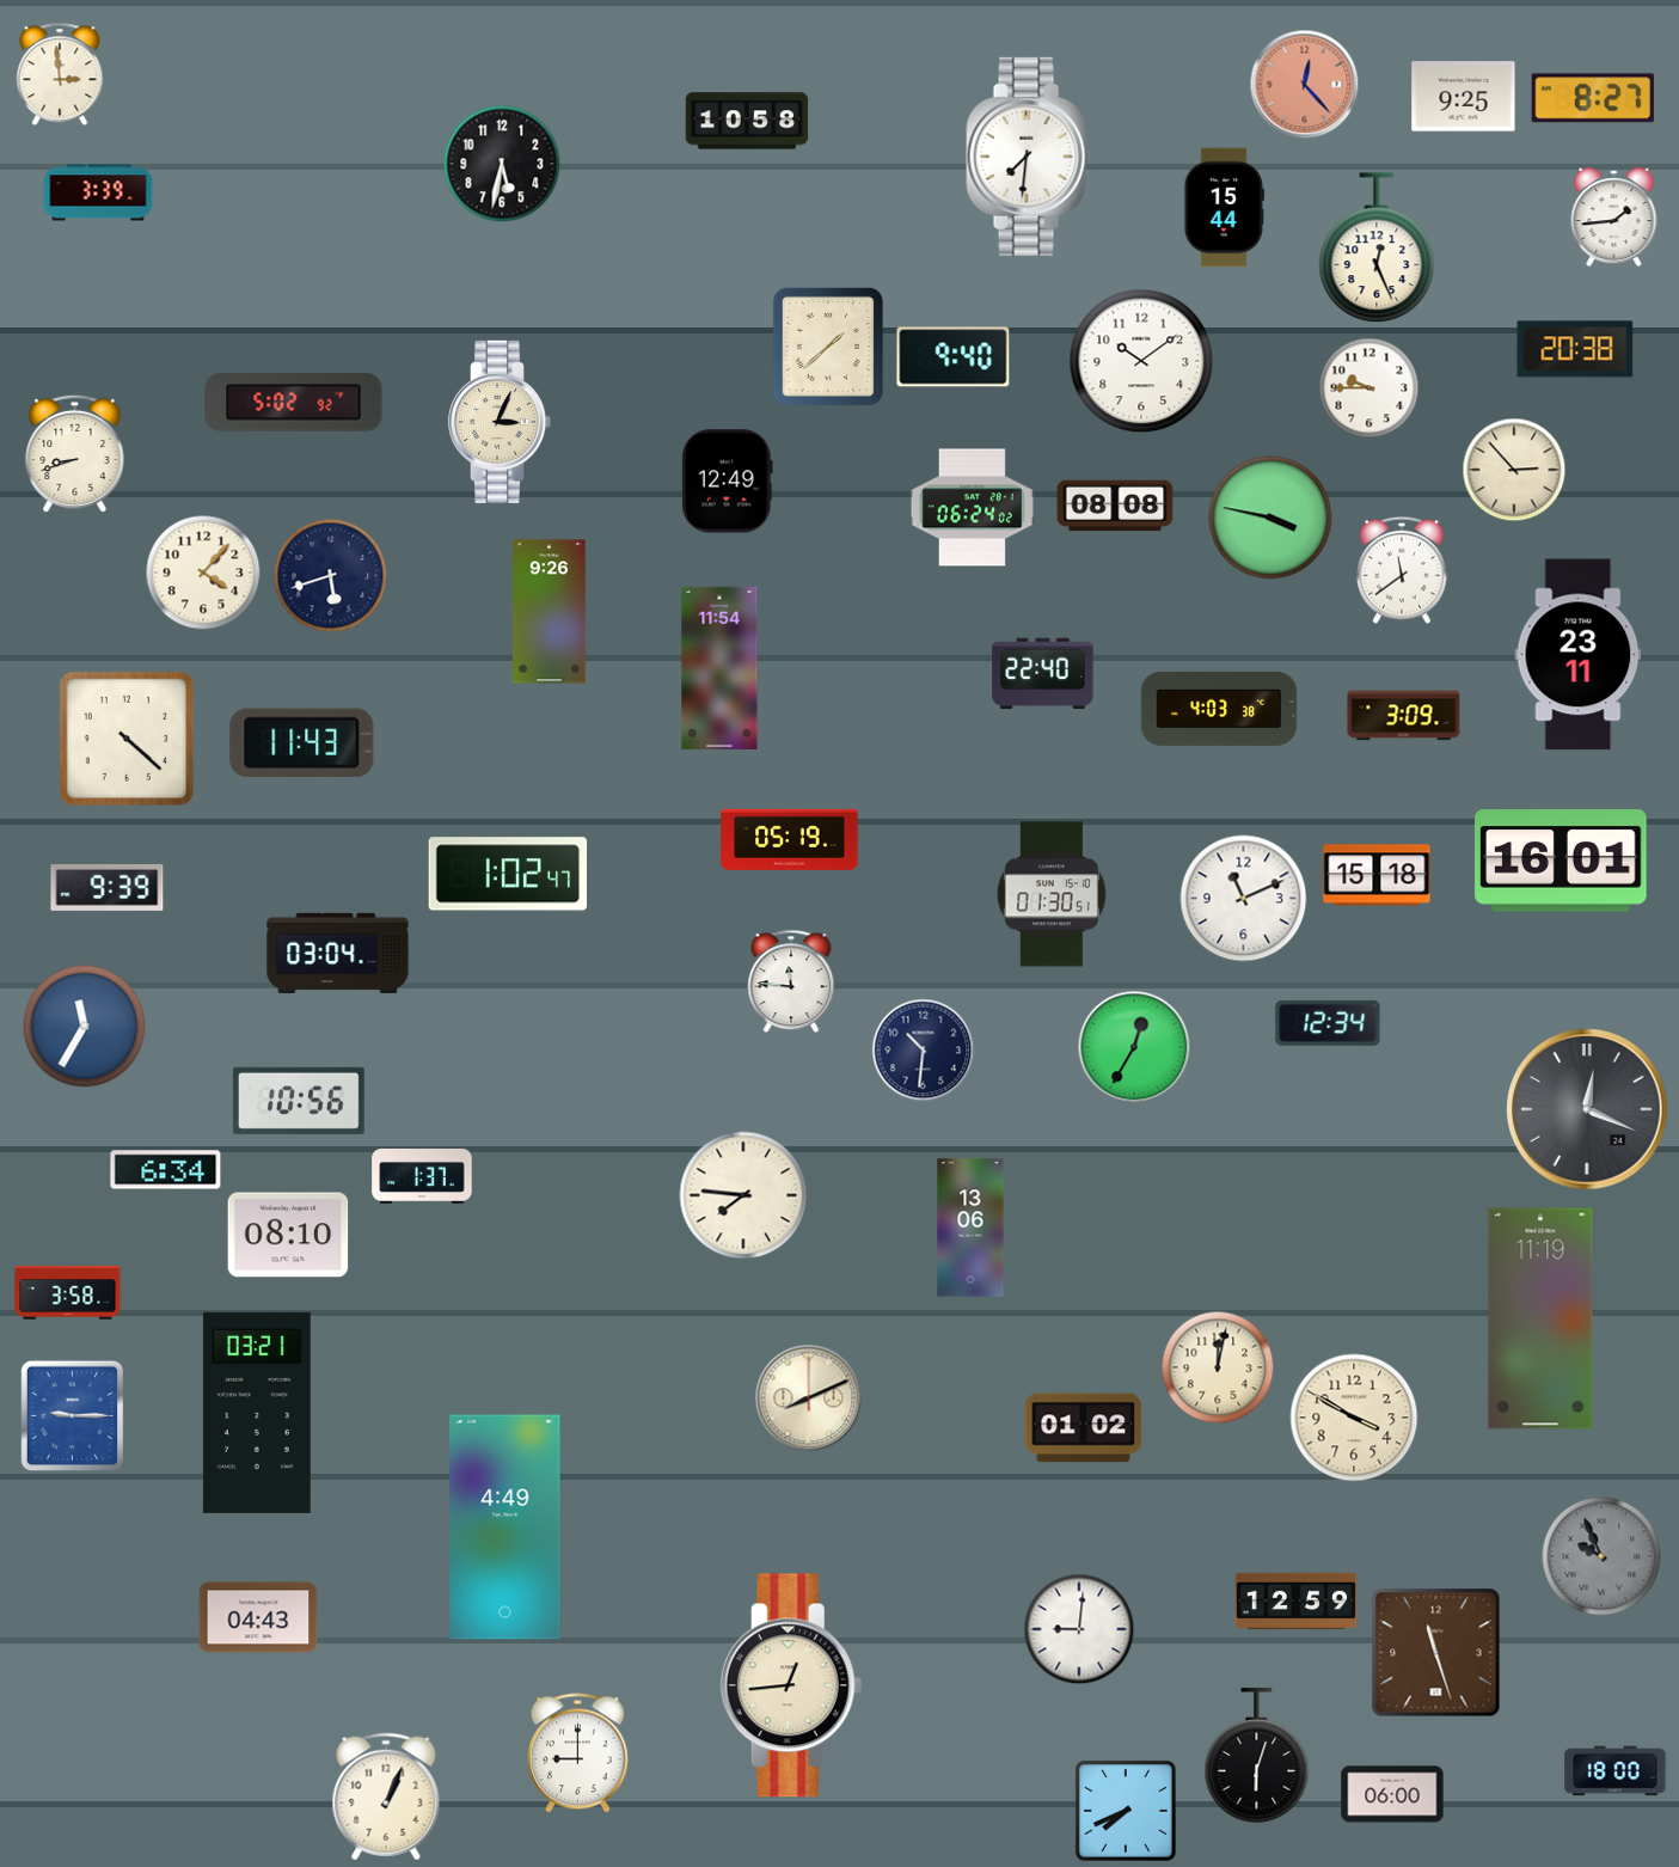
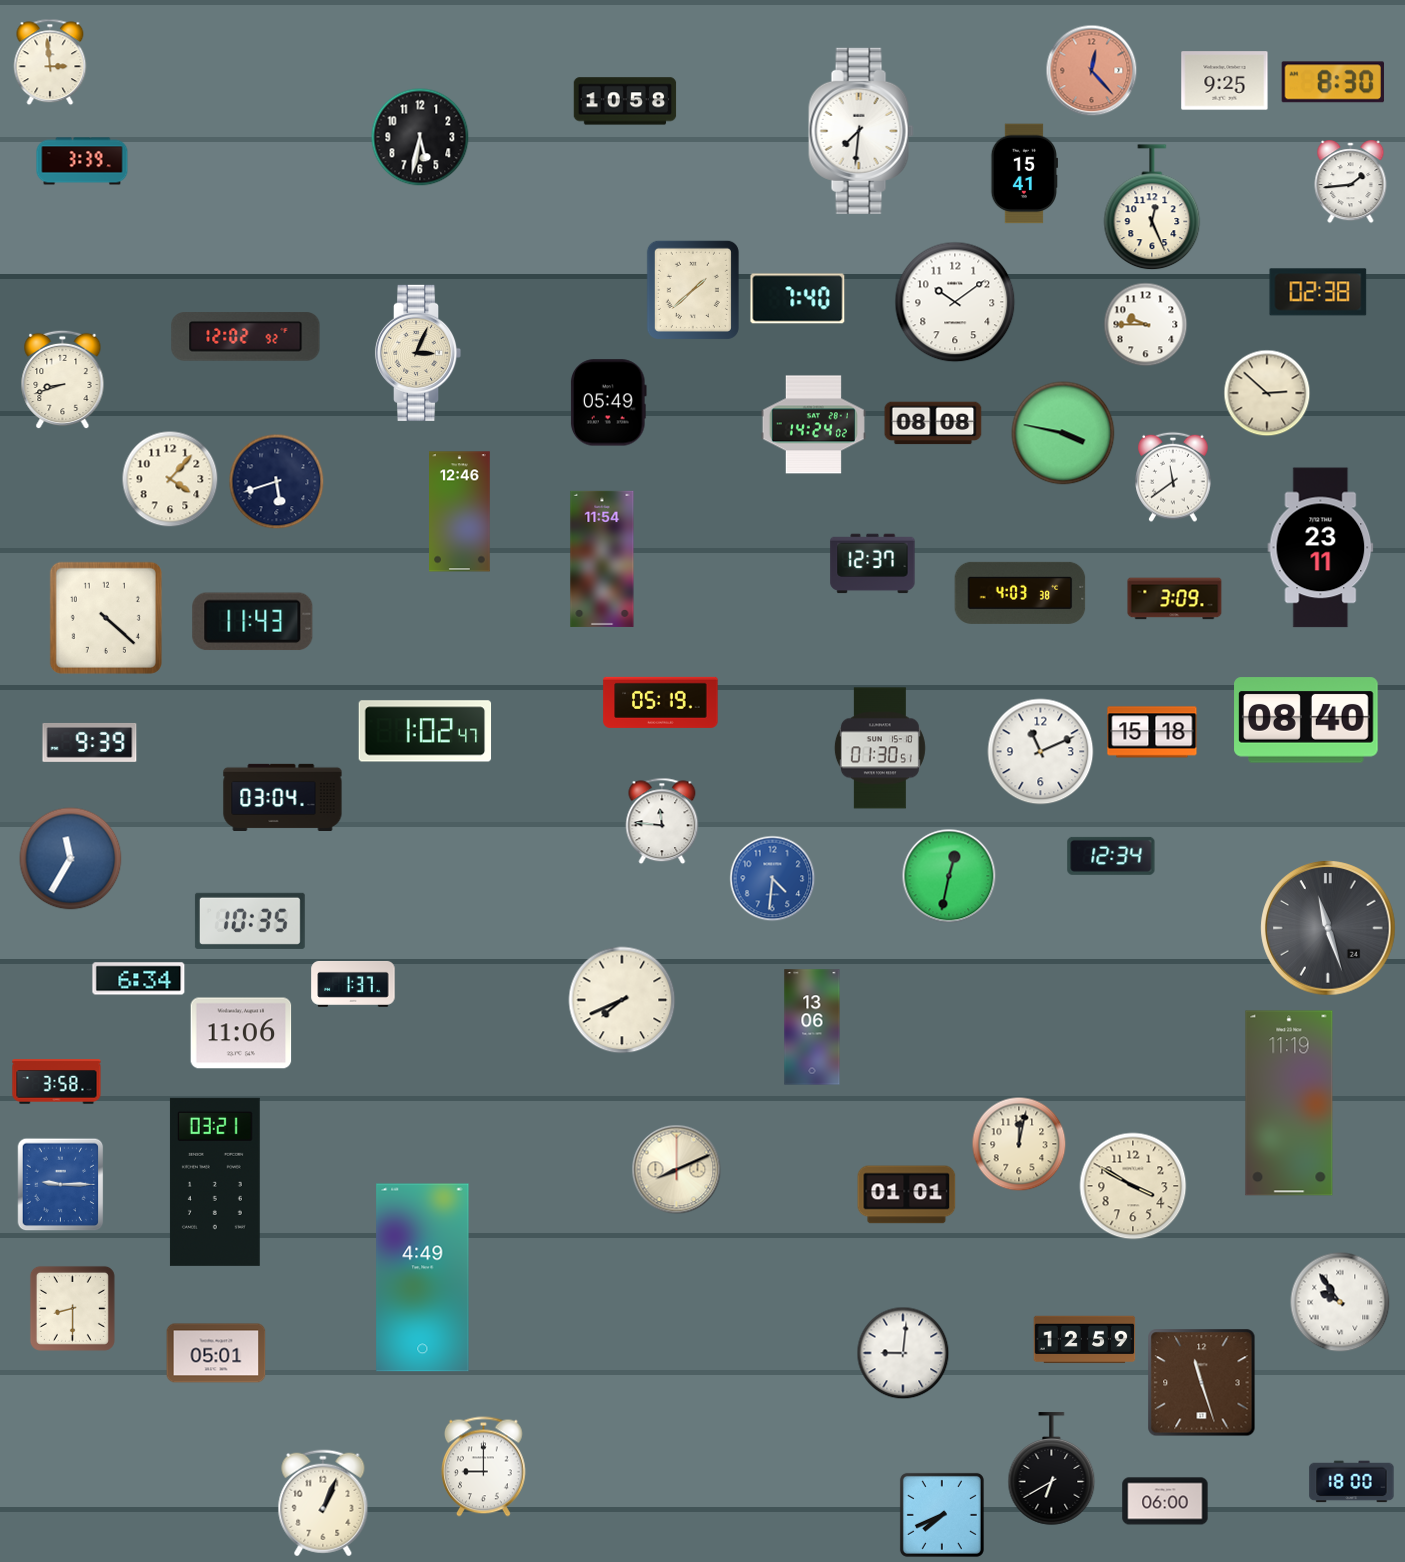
clock at (1593, 98): 8:27 -> 8:30
clock at (1224, 208): 15:44 -> 15:41
clock at (1575, 349): 20:38 -> 02:38
clock at (954, 357): 9:40 -> 7:40
clock at (294, 403): 5:02 -> 12:02
clock at (1514, 470): 2:53 -> 2:52
clock at (727, 482): 12:49 -> 05:49
clock at (972, 508): 06:24 -> 14:24
clock at (550, 612): 9:26 -> 12:46
clock at (1043, 674): 22:40 -> 12:37
clock at (1561, 861): 16:01 -> 08:40
clock at (1134, 1047): 12:35 -> 12:32
clock at (924, 1051): 10:31 -> 4:31
clock at (924, 1051) dial: navy -> blue
clock at (299, 1101): 10:56 -> 10:35
clock at (1587, 1109): 12:19 -> 11:27
clock at (743, 1195): 7:46 -> 7:41
clock at (288, 1235): 08:10 -> 11:06
clock at (1084, 1428): 01:02 -> 01:01
clock at (1601, 1556): 9:56 -> 9:54
clock at (1601, 1556) dial: grey -> white
clock at (72, 1308): none -> 8:30
clock at (258, 1617): 04:43 -> 05:01
clock at (1079, 1629) position: (1079, 1629) -> (903, 1353)
clock at (791, 1685): 12:44 -> none
clock at (1257, 1756): 6:03 -> 6:40
